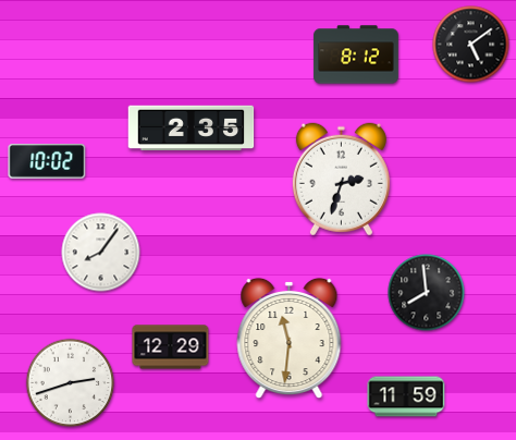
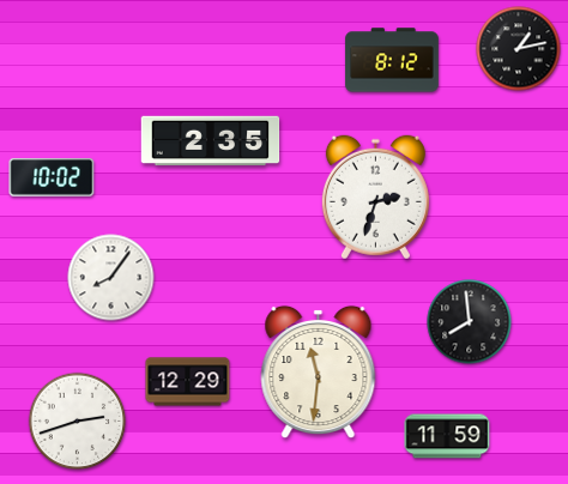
clock at (471, 45): 5:09 -> 1:13
